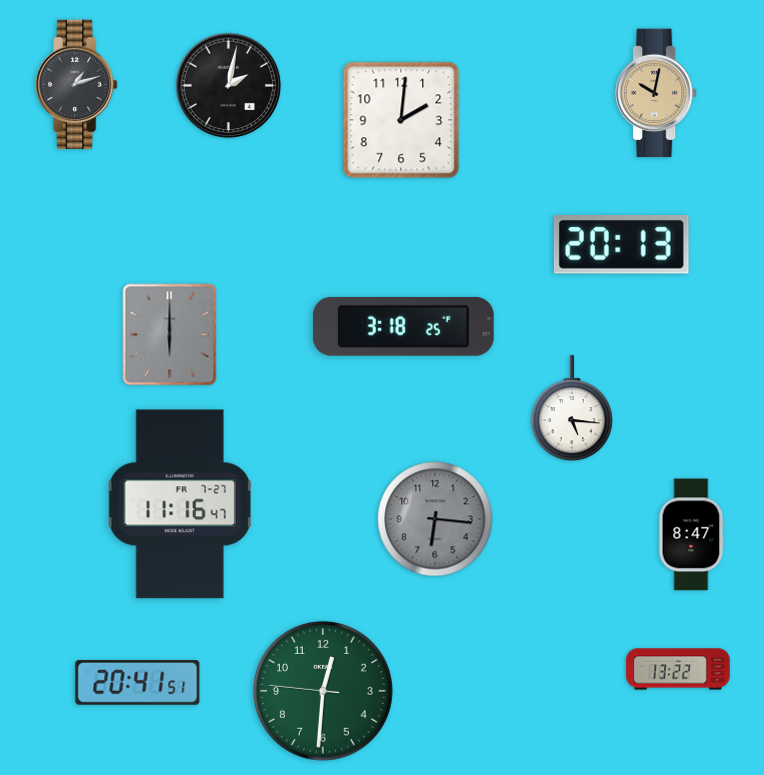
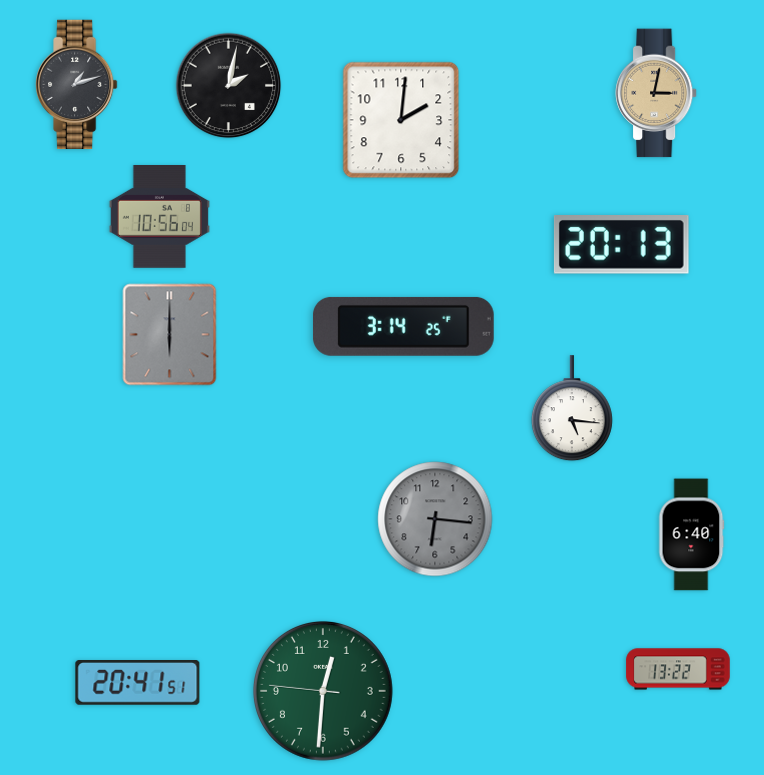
clock at (656, 93): 10:02 -> 3:02
clock at (159, 217): none -> 10:56
clock at (403, 326): 3:18 -> 3:14
clock at (180, 504): 11:16 -> none
clock at (692, 535): 8:47 -> 6:40
